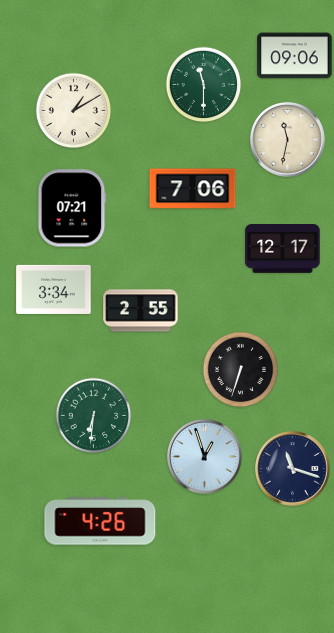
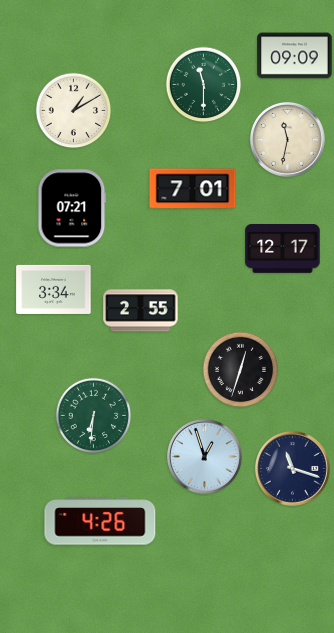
clock at (295, 56): 09:06 -> 09:09
clock at (193, 189): 7:06 -> 7:01
clock at (241, 370): 6:33 -> 12:33
